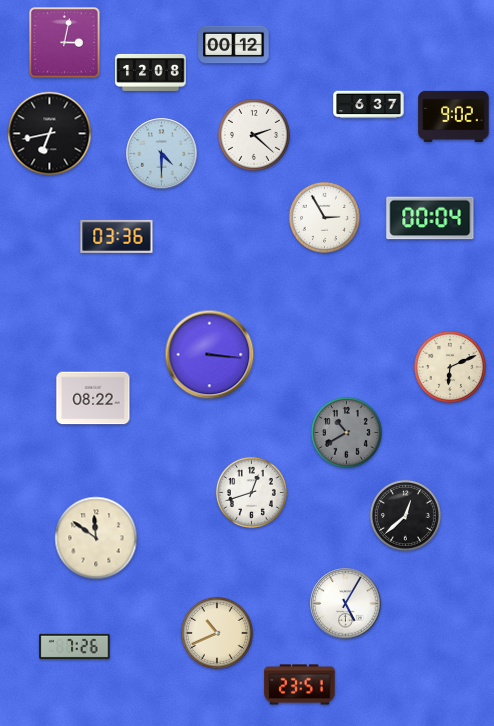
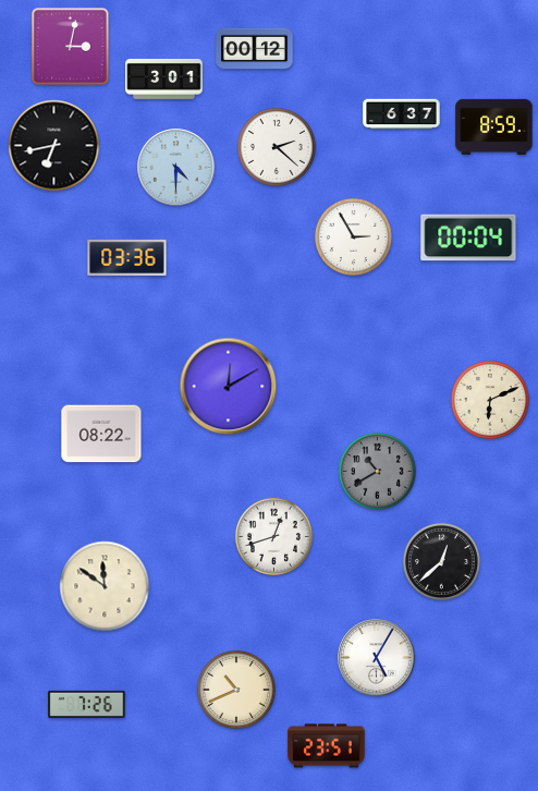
clock at (151, 72): 12:08 -> 3:01
clock at (454, 116): 9:02 -> 8:59
clock at (210, 355): 3:16 -> 12:10
clock at (75, 646) position: (75, 646) -> (87, 704)
